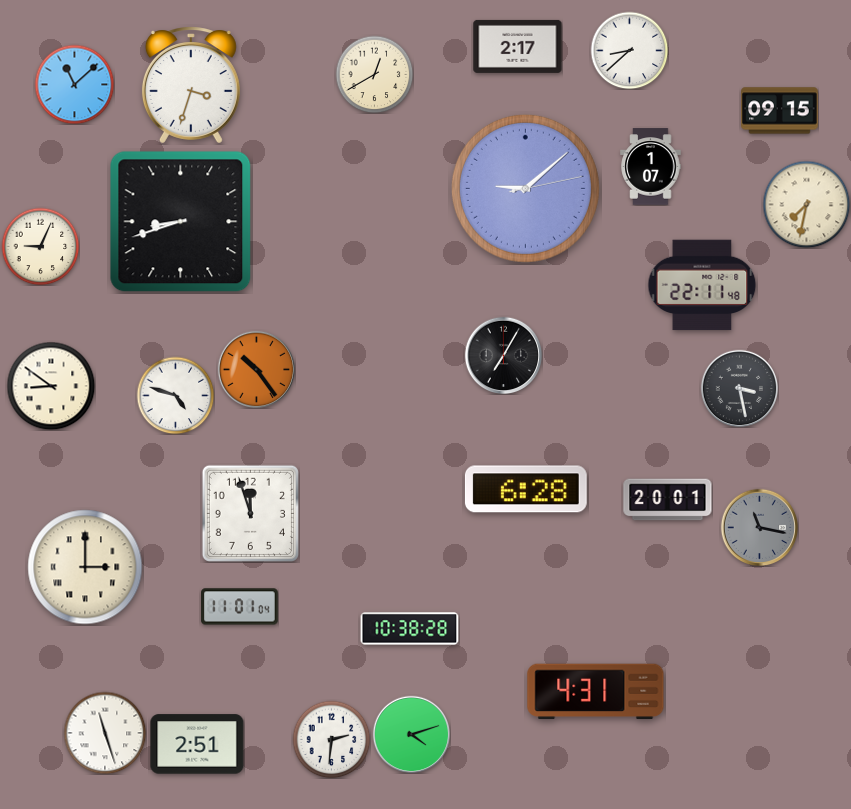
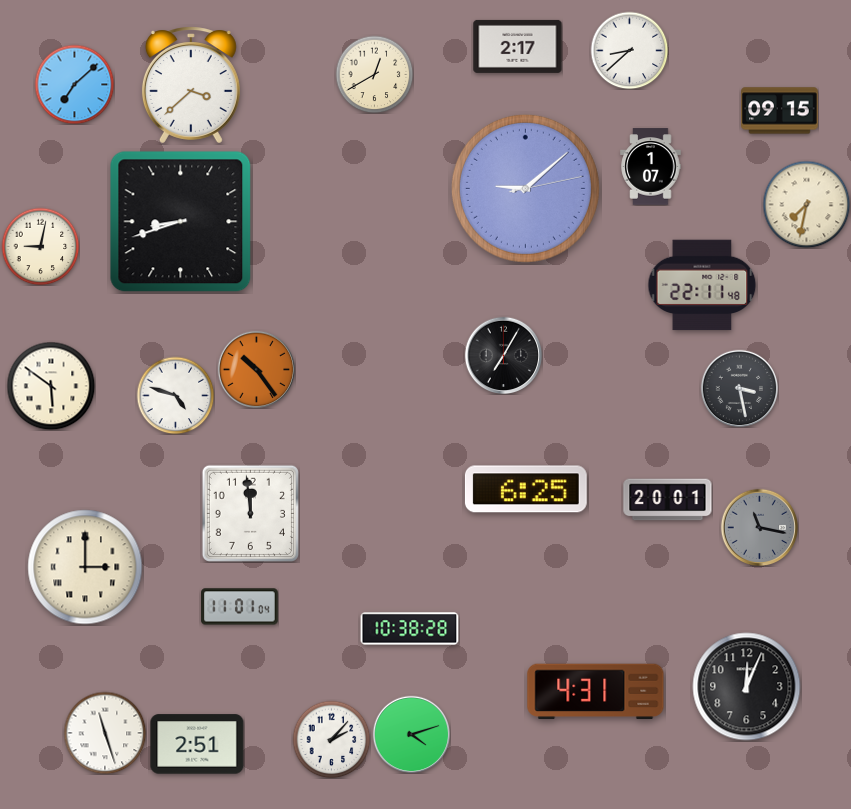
clock at (74, 84): 11:08 -> 7:08
clock at (191, 85): 3:33 -> 3:38
clock at (40, 246): 9:04 -> 9:02
clock at (51, 386): 8:51 -> 5:51
clock at (526, 489): 6:28 -> 6:25
clock at (250, 513): 11:57 -> 11:59
clock at (747, 687): none -> 12:04
clock at (331, 739): 2:31 -> 2:07
